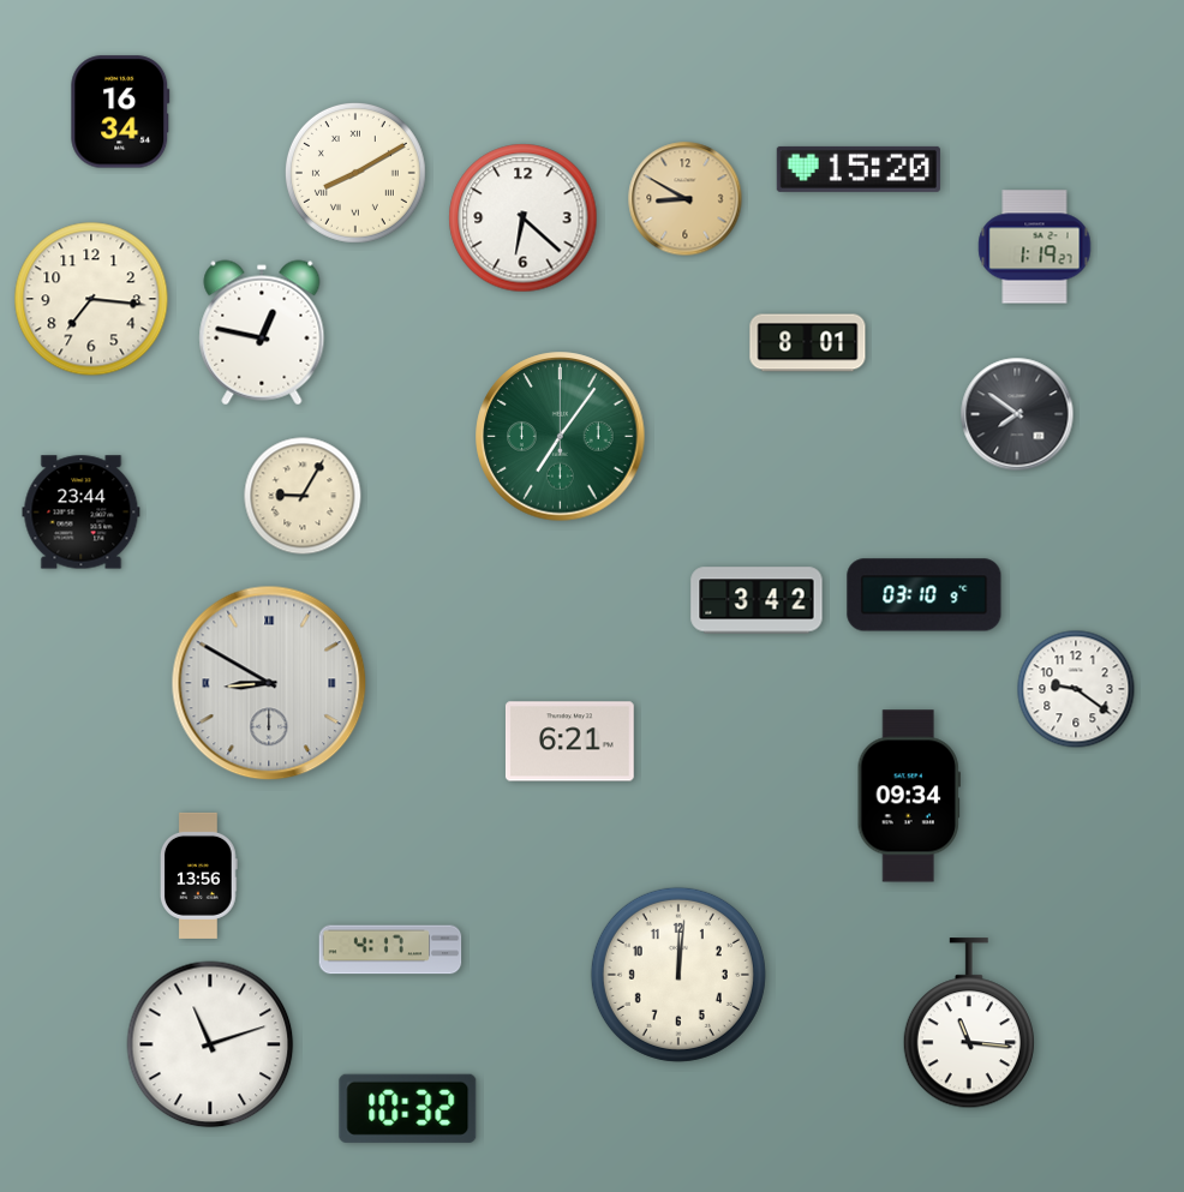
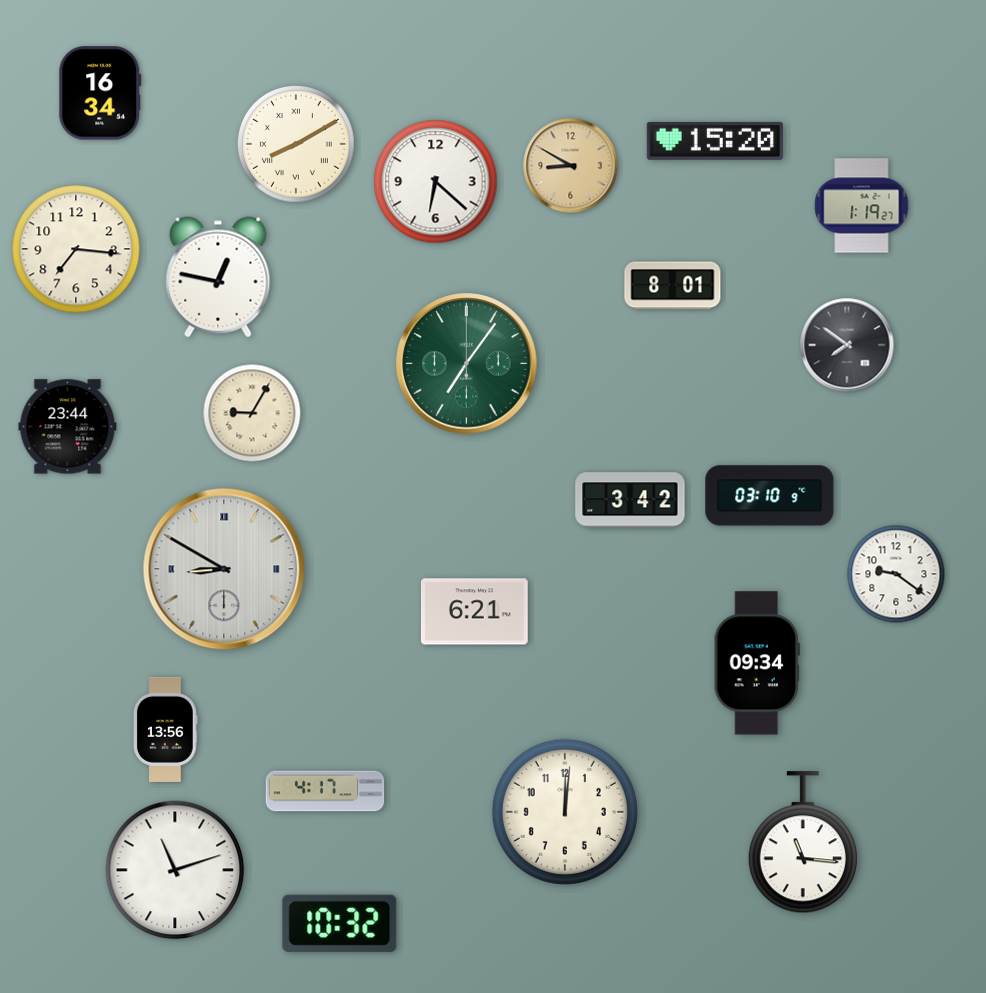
clock at (569, 742) position: (569, 742) -> (474, 612)
clock at (969, 1024) position: (969, 1024) -> (803, 843)
